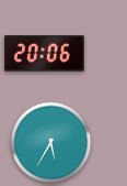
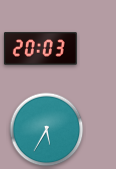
clock at (44, 54): 20:06 -> 20:03
